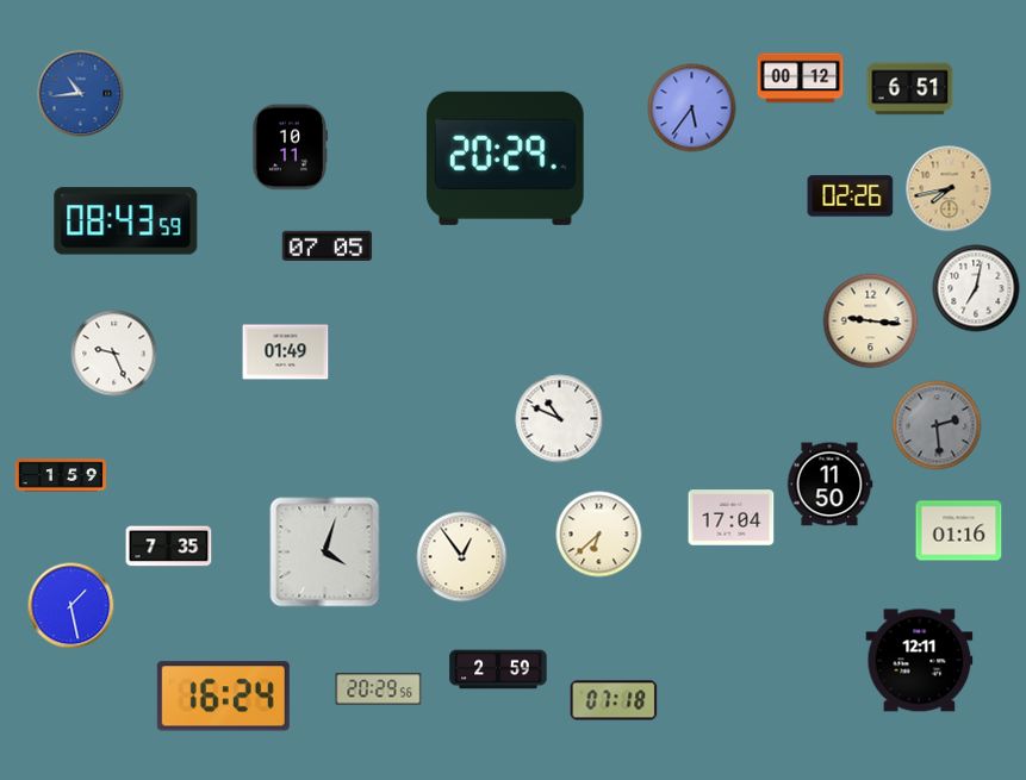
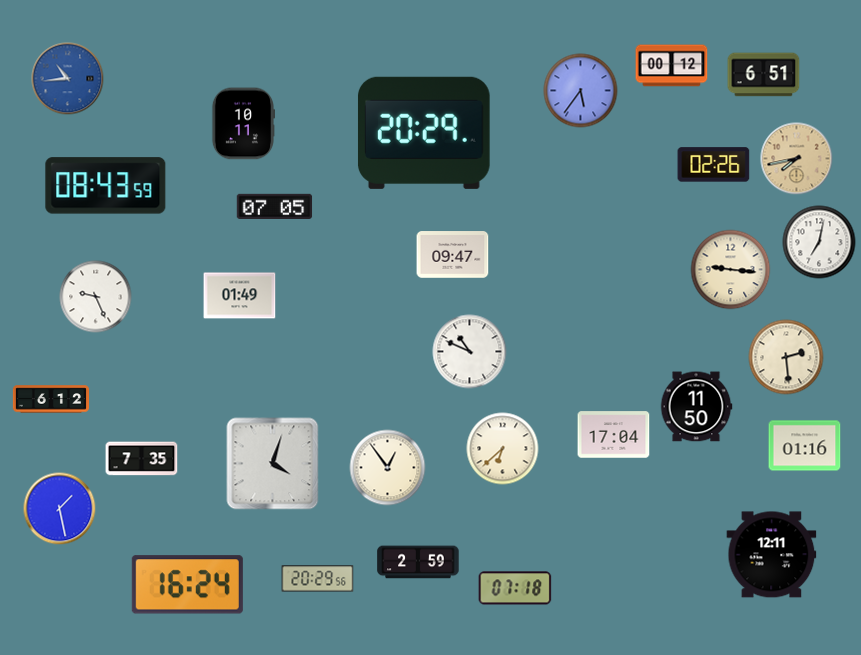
clock at (453, 255): none -> 09:47
clock at (937, 425) dial: grey -> cream
clock at (60, 475): 1:59 -> 6:12
